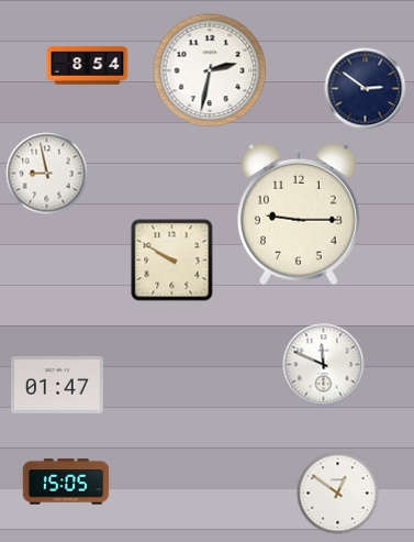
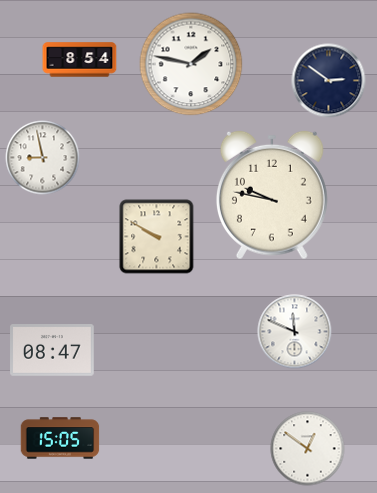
clock at (210, 70): 2:32 -> 1:47
clock at (366, 89) position: (366, 89) -> (329, 81)
clock at (299, 214): 9:15 -> 9:47
clock at (58, 386): 01:47 -> 08:47
